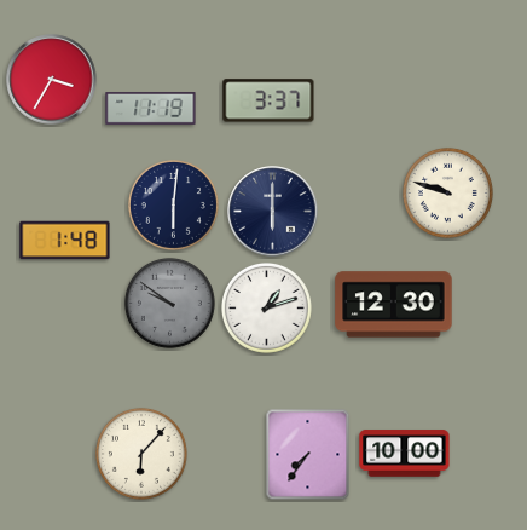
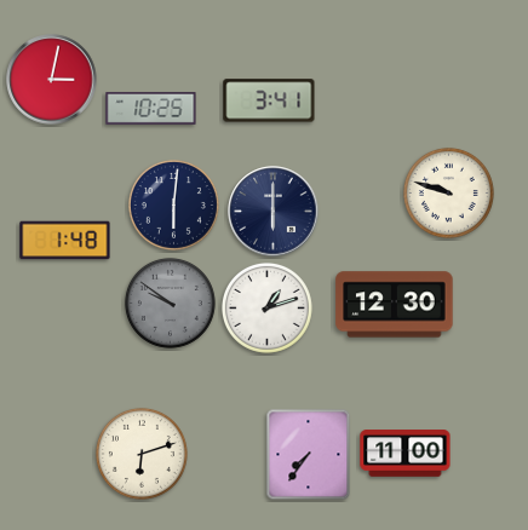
clock at (52, 80): 3:35 -> 3:02
clock at (268, 100): 3:37 -> 3:41
clock at (151, 109): 11:19 -> 10:25
clock at (141, 454): 6:07 -> 6:12
clock at (405, 454): 10:00 -> 11:00
